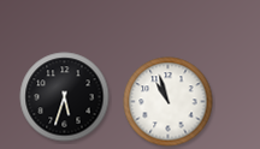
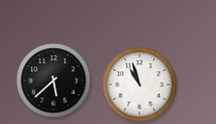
clock at (65, 97): 5:33 -> 5:38
